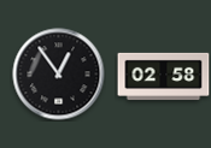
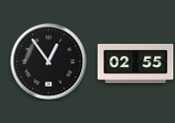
clock at (164, 76): 02:58 -> 02:55
